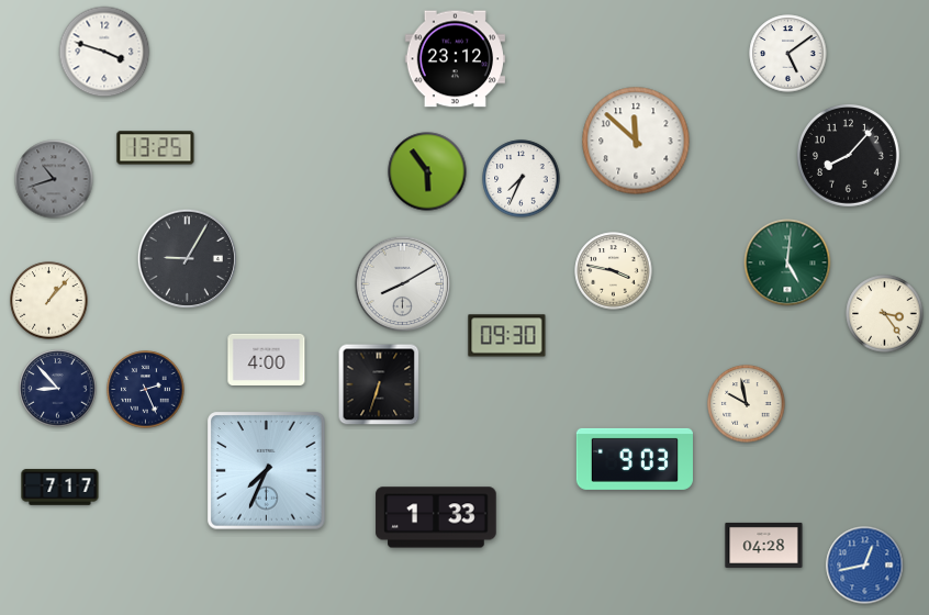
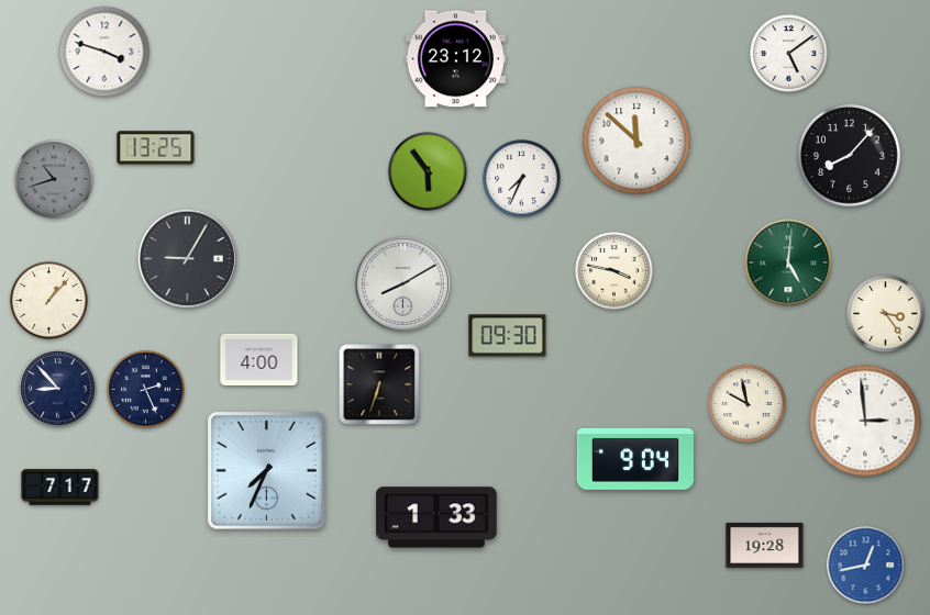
clock at (267, 359) position: (267, 359) -> (259, 359)
clock at (865, 421): none -> 2:59
clock at (635, 459): 9:03 -> 9:04
clock at (764, 545): 04:28 -> 19:28
